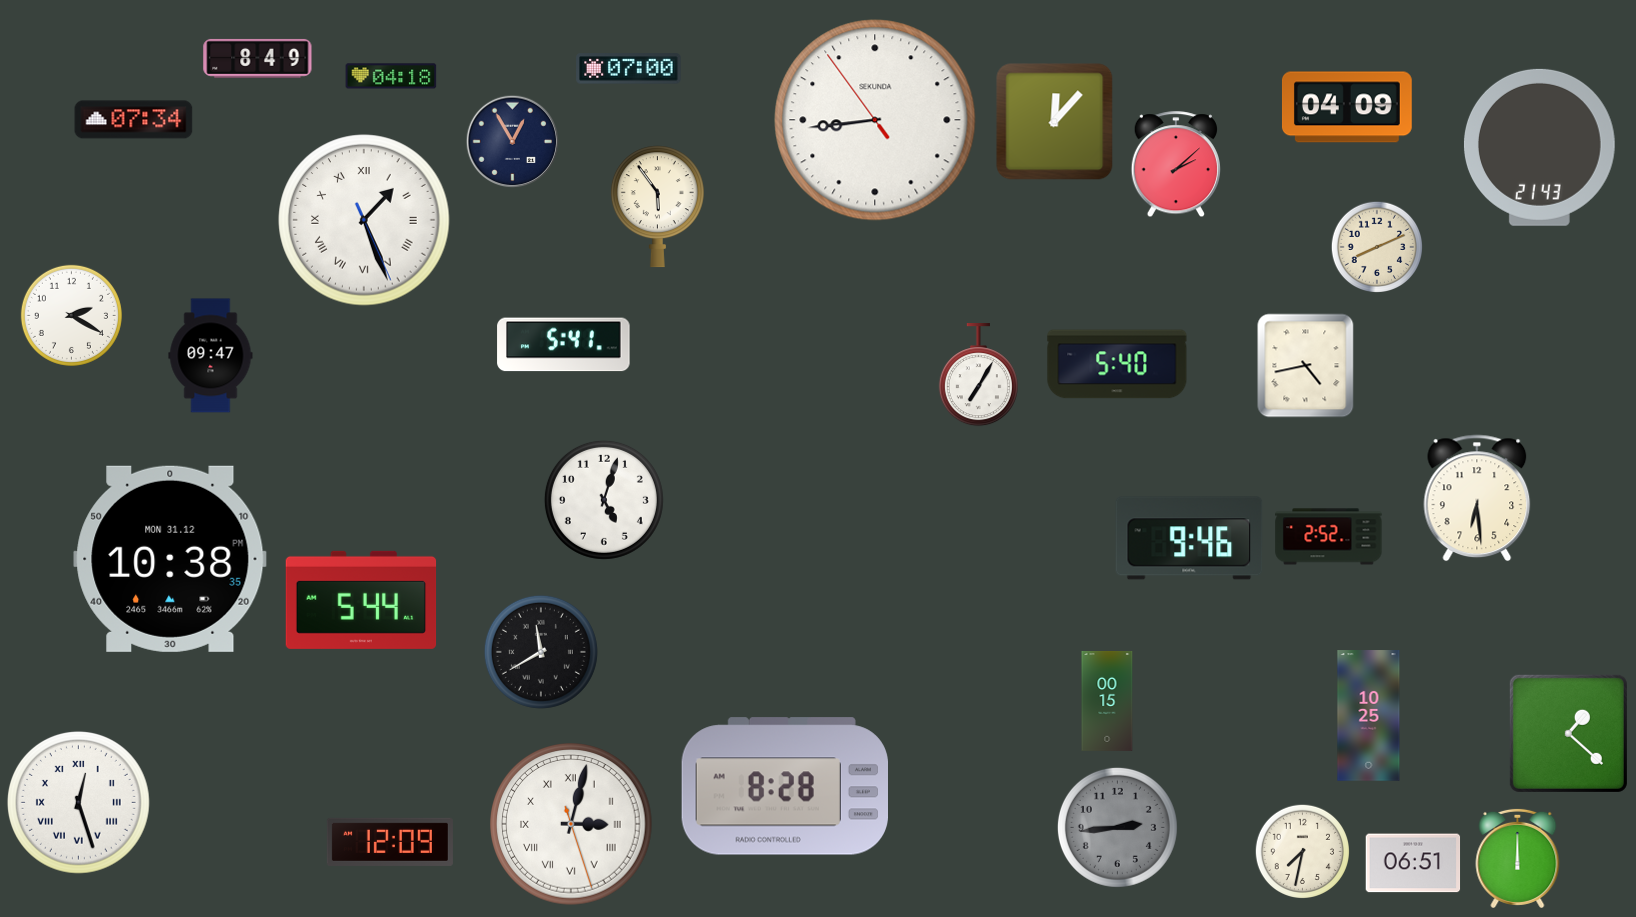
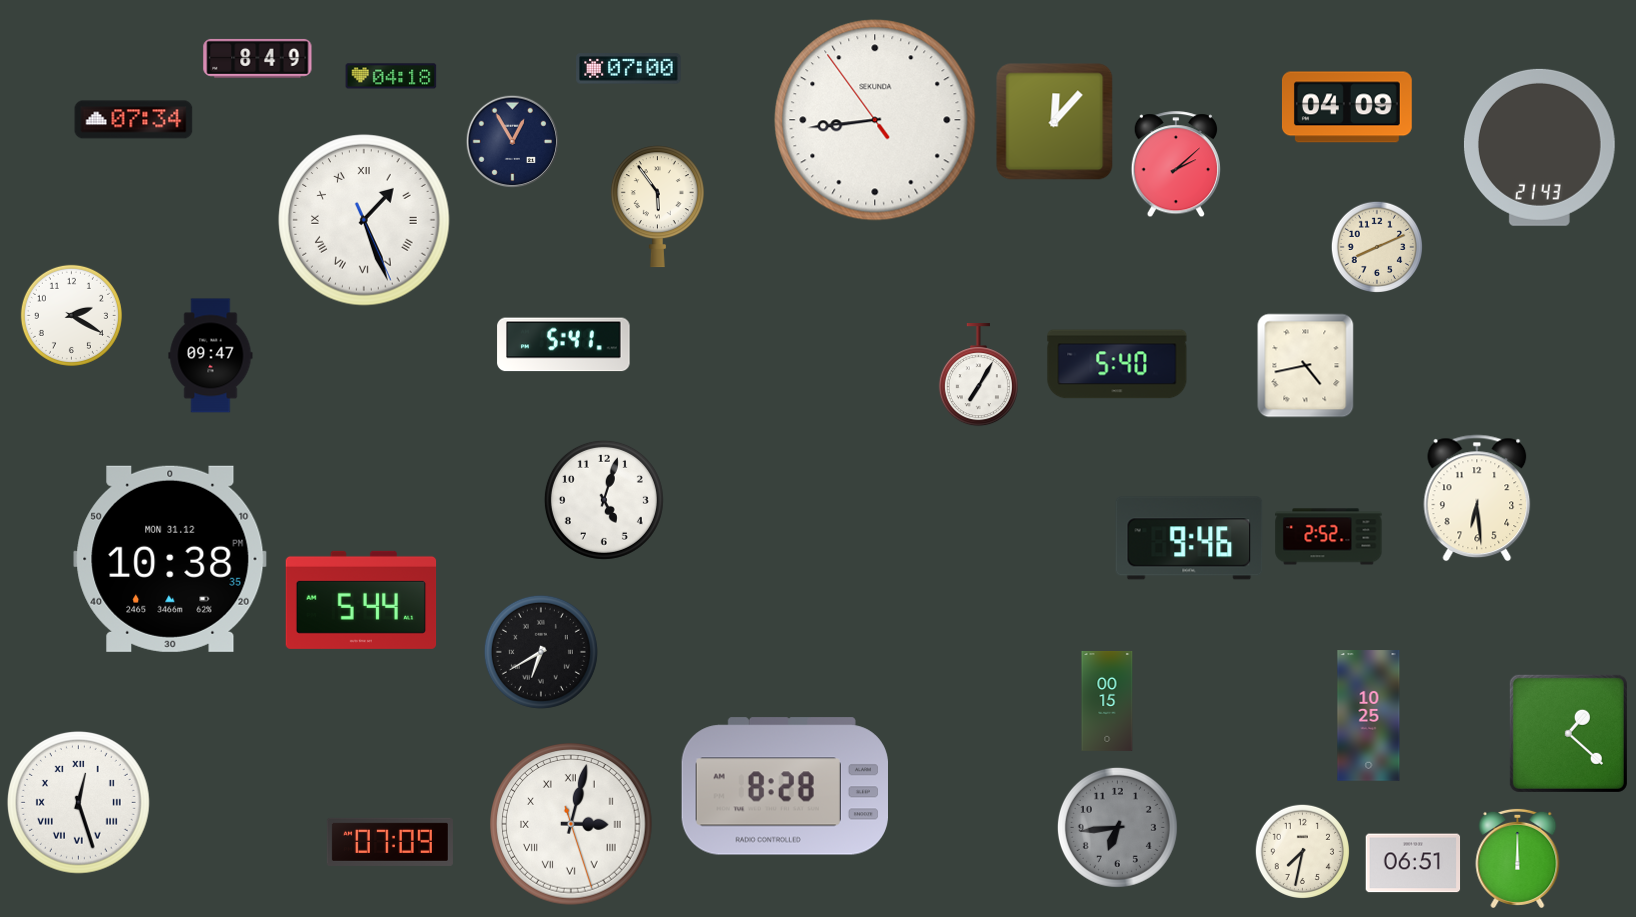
clock at (541, 652): 11:40 -> 6:40
clock at (1117, 827): 2:44 -> 6:44
clock at (390, 842): 12:09 -> 07:09
